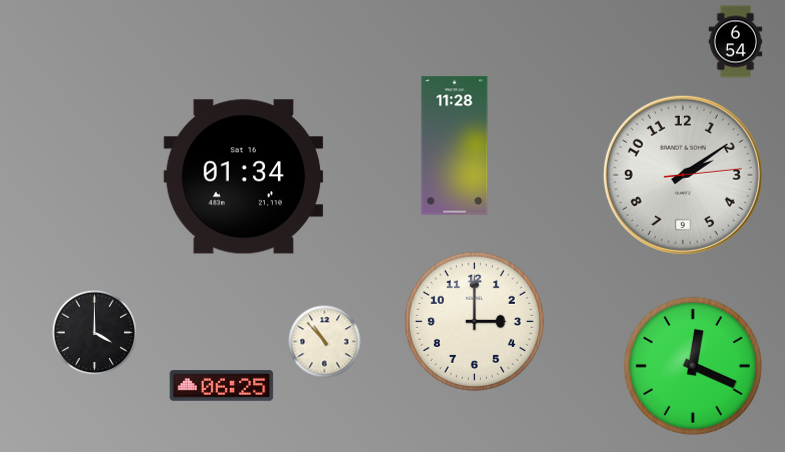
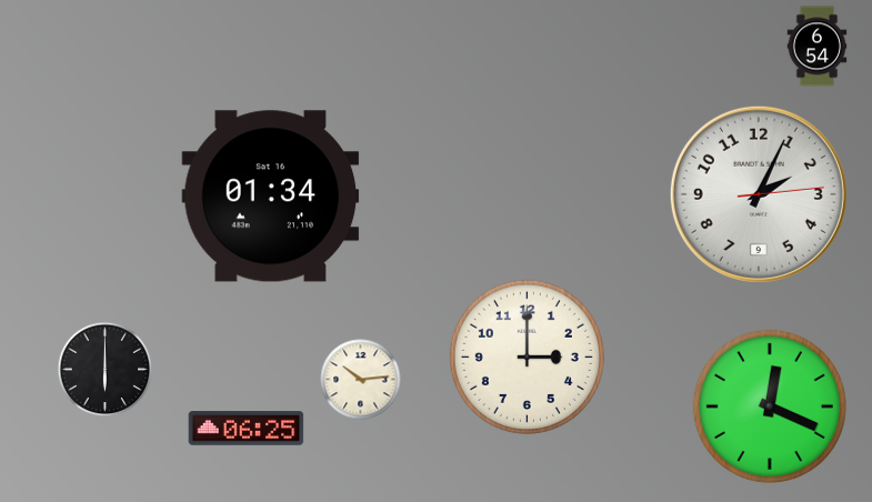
clock at (455, 146): 11:28 -> none
clock at (683, 175): 2:09 -> 2:04
clock at (95, 333): 4:00 -> 6:00
clock at (325, 342): 10:53 -> 10:14
